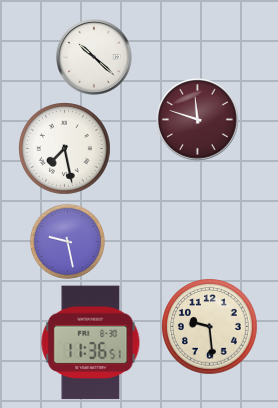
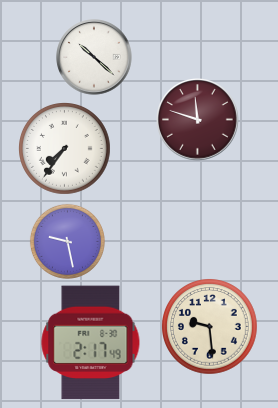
clock at (65, 149): 7:28 -> 7:36
clock at (91, 343): 11:36 -> 2:17
